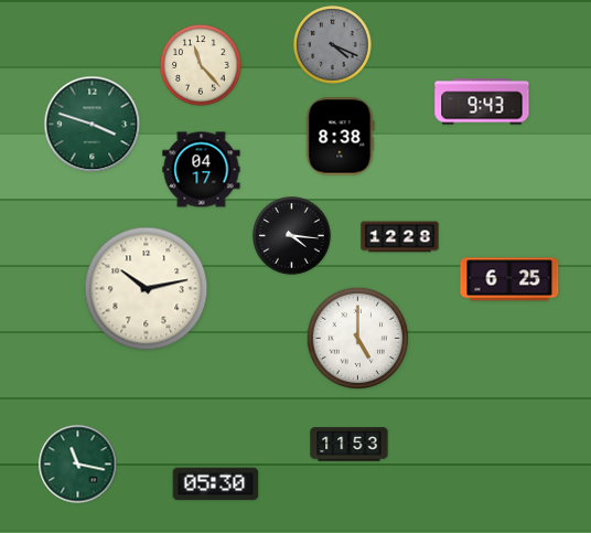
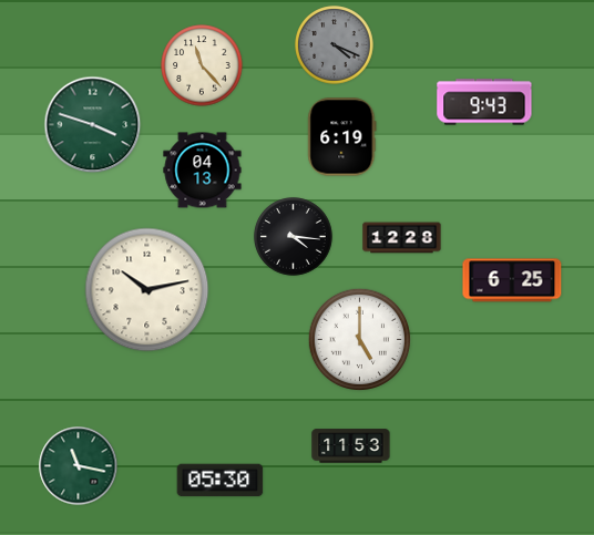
clock at (341, 137): 8:38 -> 6:19
clock at (202, 170): 04:17 -> 04:13
clock at (216, 484) position: (216, 484) -> (221, 481)
